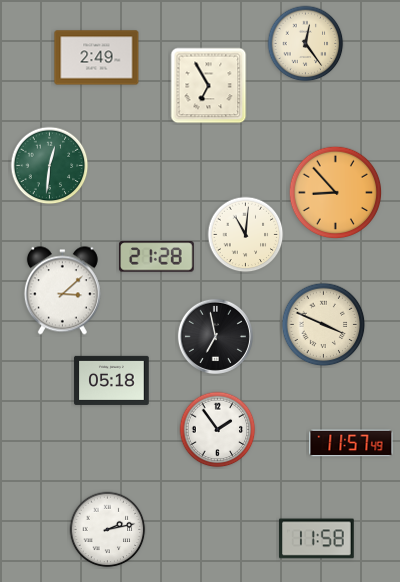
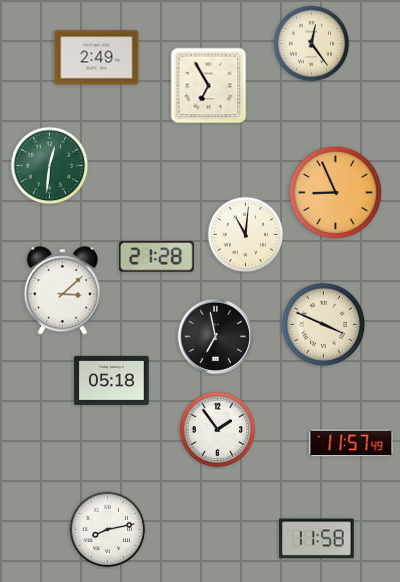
clock at (306, 44) position: (306, 44) -> (312, 44)
clock at (336, 193): 8:53 -> 8:56
clock at (108, 530): 2:13 -> 8:13
